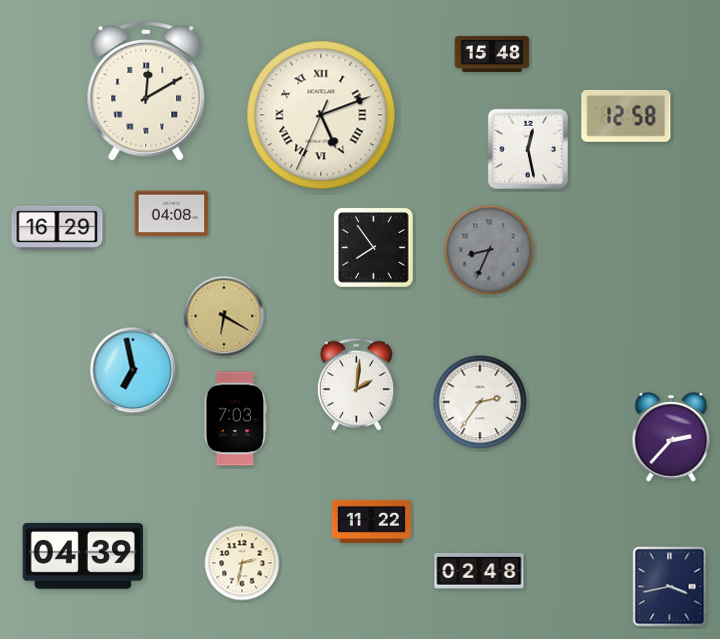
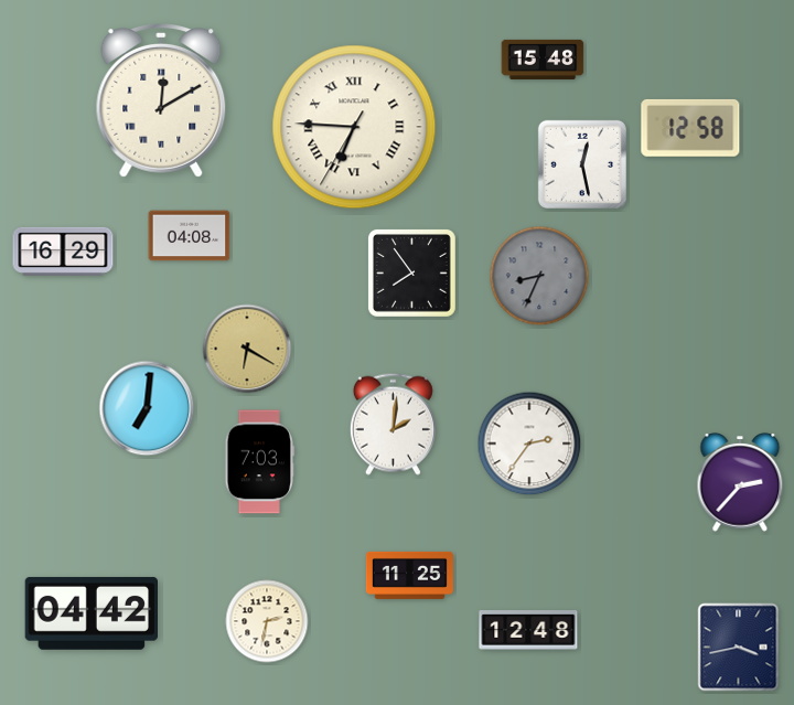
clock at (321, 115): 5:11 -> 6:45
clock at (133, 370): 6:58 -> 7:01
clock at (371, 521): 11:22 -> 11:25
clock at (83, 556): 04:39 -> 04:42
clock at (479, 572): 02:48 -> 12:48
